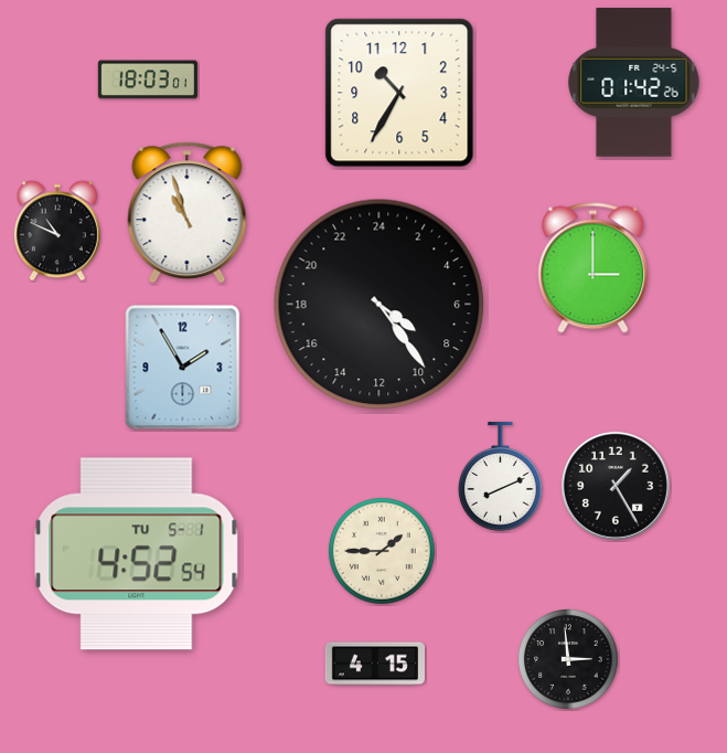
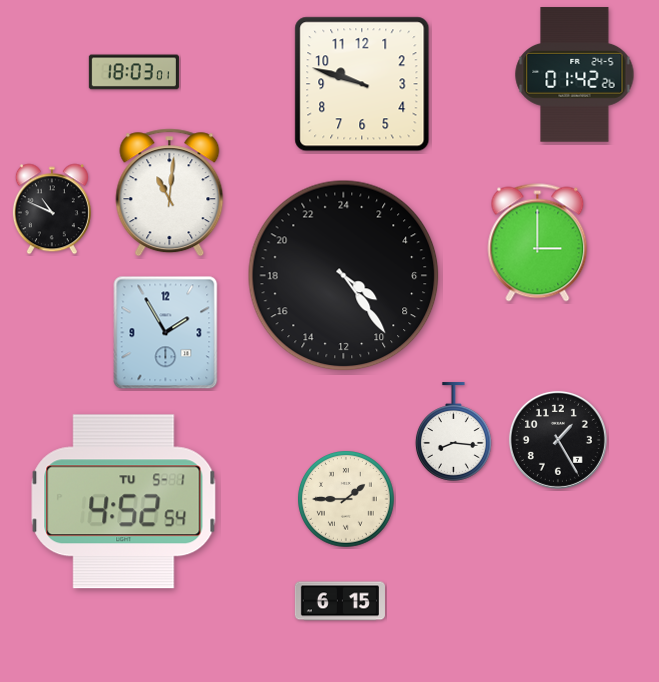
clock at (399, 93): 10:35 -> 9:48
clock at (188, 213): 10:57 -> 11:01
clock at (500, 477): 8:11 -> 8:16
clock at (568, 659): 2:59 -> none
clock at (375, 664): 4:15 -> 6:15
